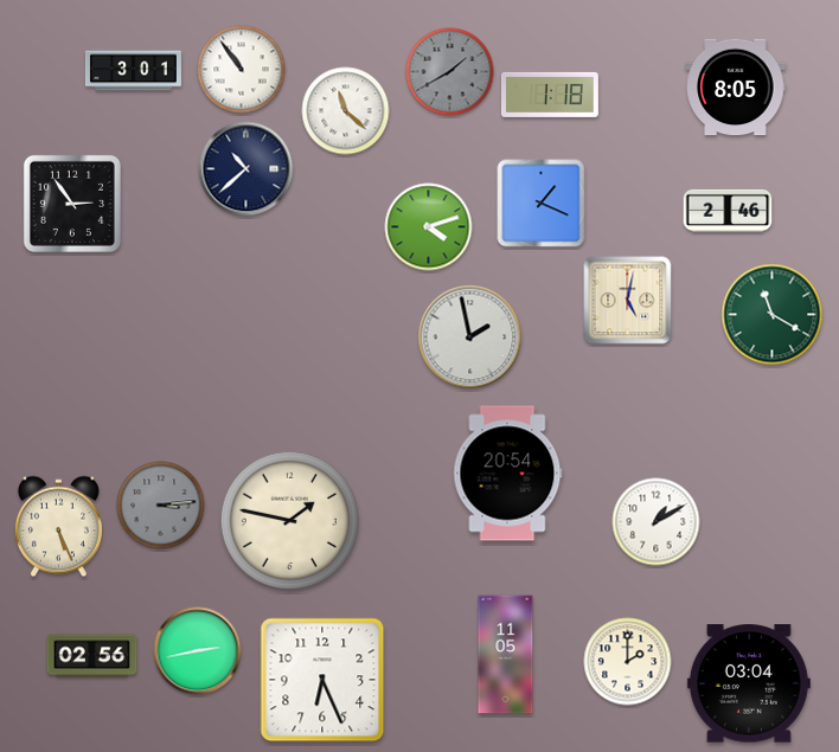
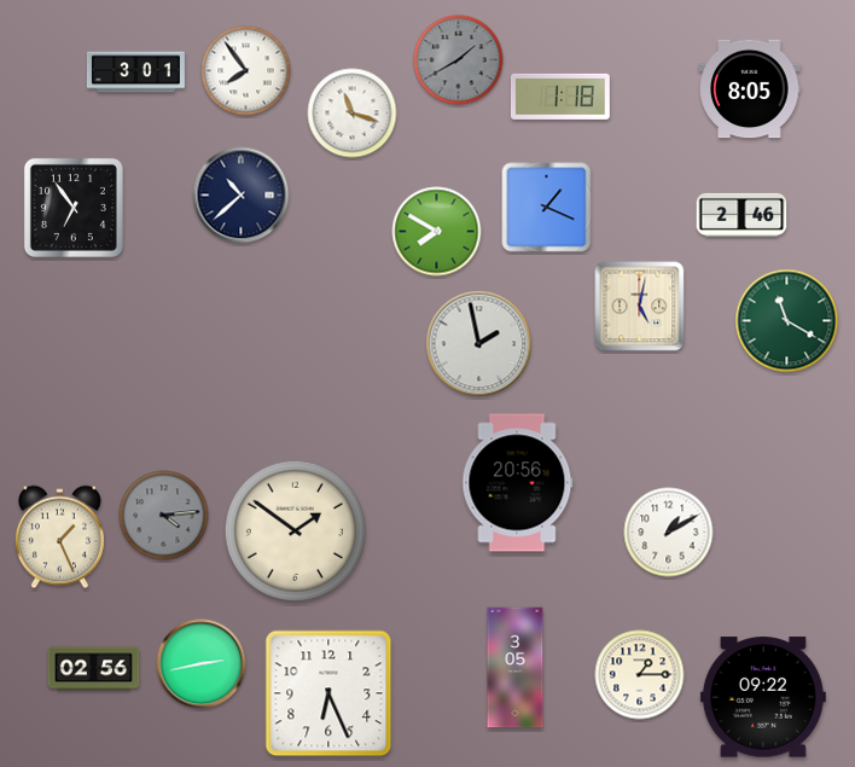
clock at (242, 70): 10:54 -> 7:54
clock at (450, 72) position: (450, 72) -> (459, 60)
clock at (346, 111): 11:22 -> 11:18
clock at (246, 169) position: (246, 169) -> (242, 196)
clock at (72, 204): 2:54 -> 6:54
clock at (542, 204) position: (542, 204) -> (547, 208)
clock at (429, 227): 4:12 -> 7:50
clock at (508, 474): 20:54 -> 20:56
clock at (161, 506): 3:14 -> 4:14
clock at (289, 520): 1:47 -> 1:51
clock at (58, 527): 5:26 -> 1:26
clock at (506, 655): 11:05 -> 3:05
clock at (628, 662): 2:00 -> 1:15
clock at (749, 683): 03:04 -> 09:22
